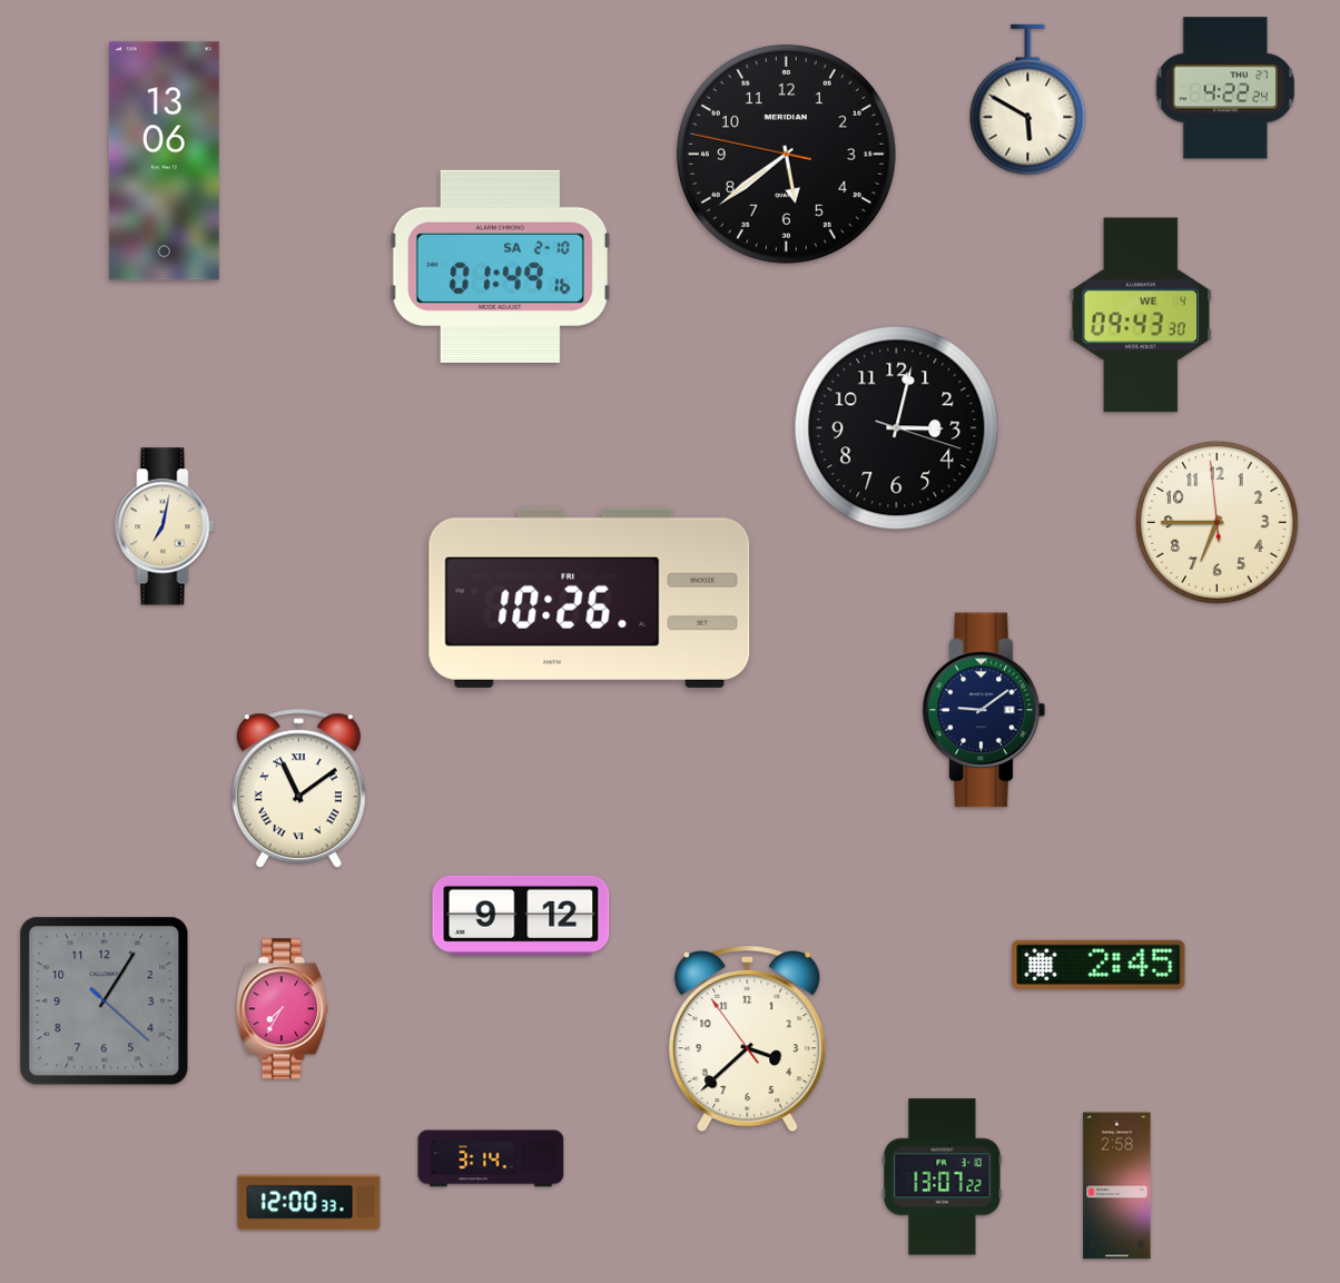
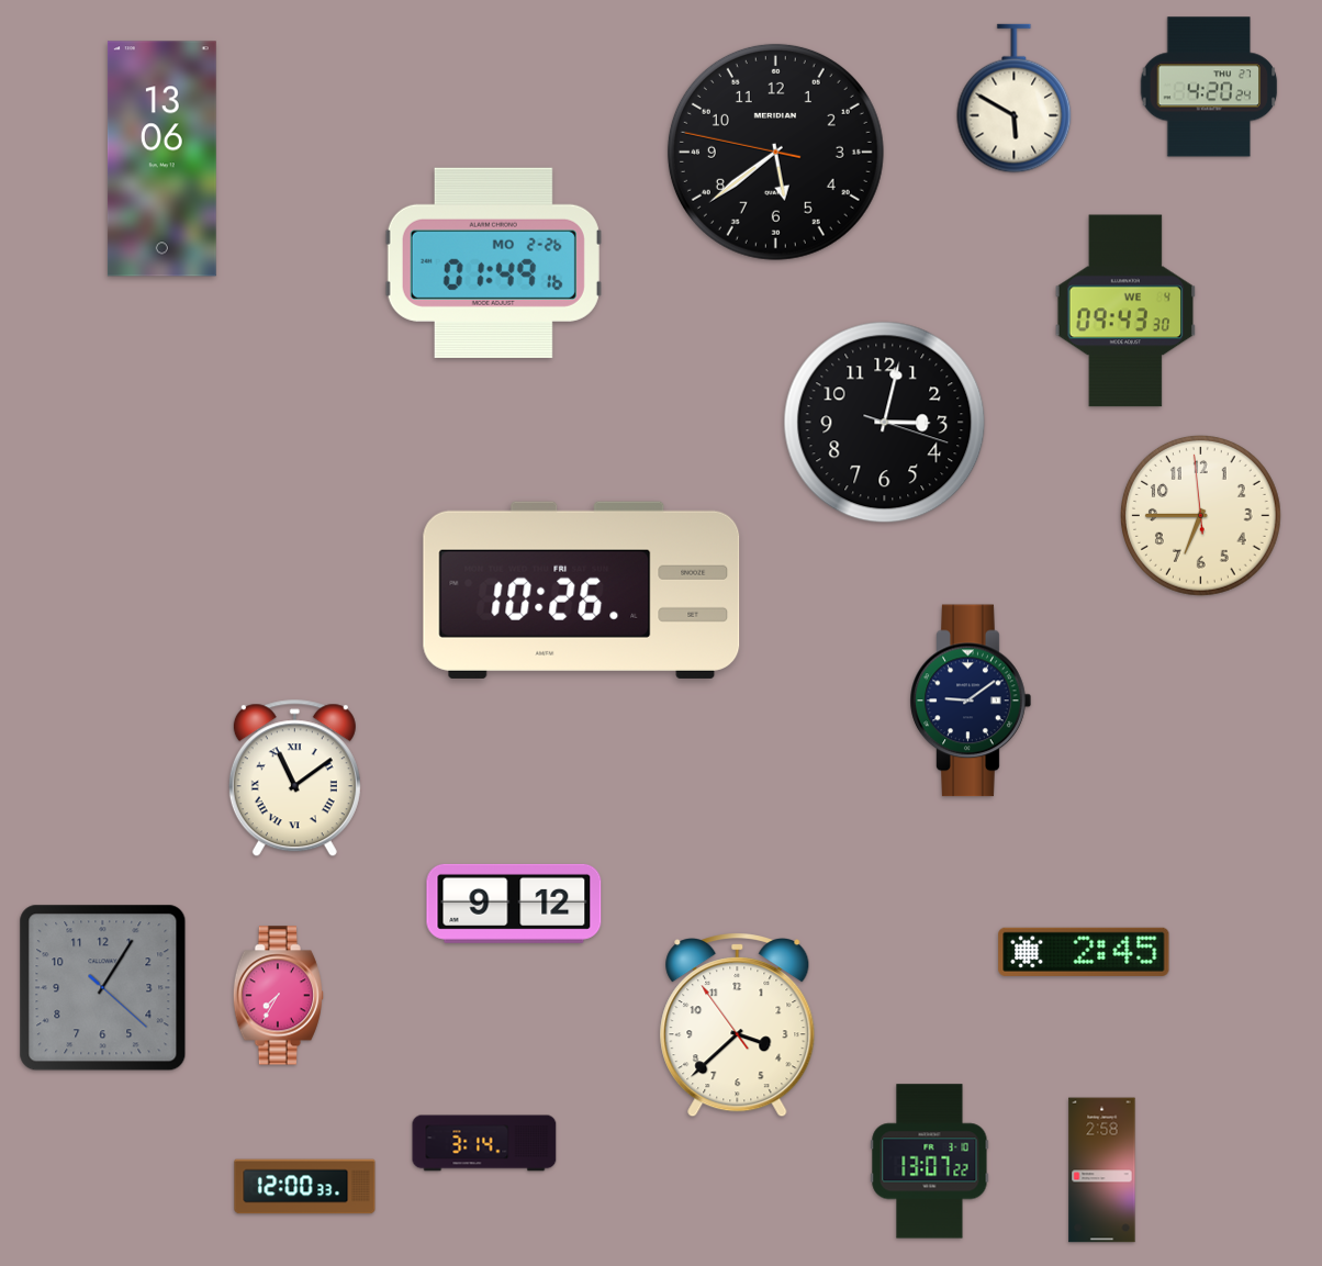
clock at (1225, 88): 4:22 -> 4:20
clock at (500, 266) date: SA 2-10 -> MO 2-26
clock at (165, 526): 7:02 -> none
